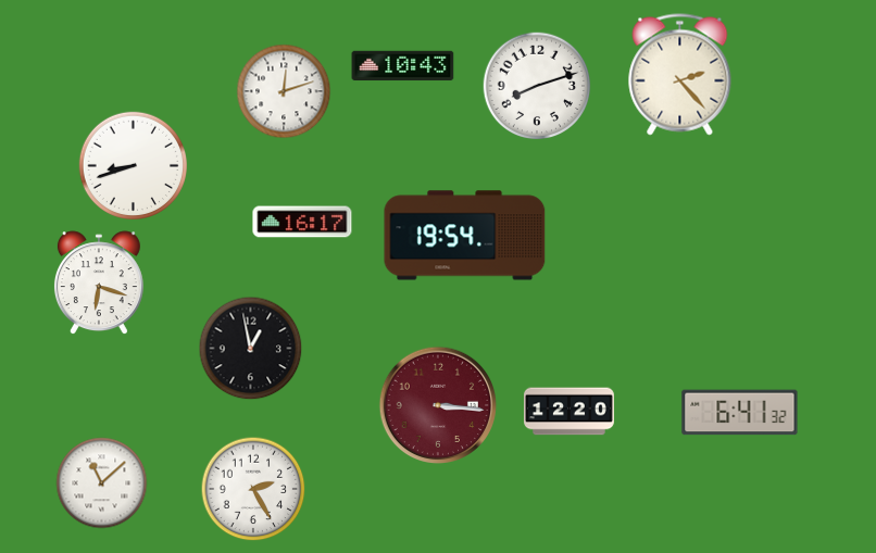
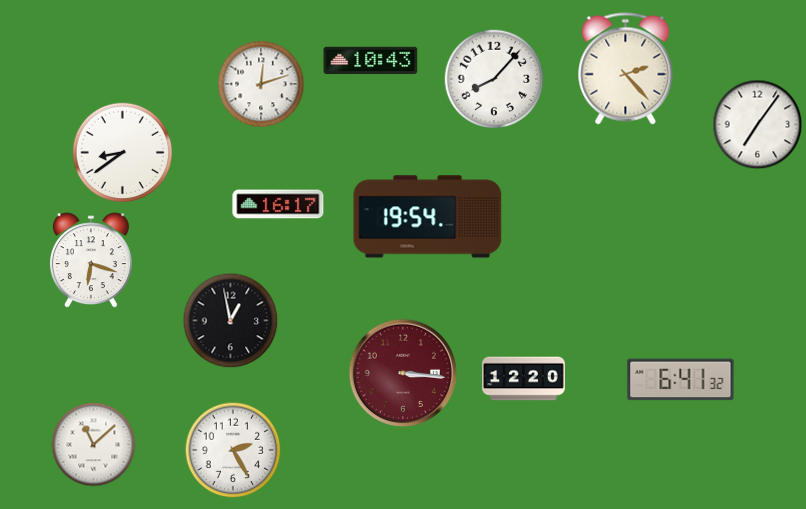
clock at (537, 86): 8:12 -> 8:07
clock at (758, 125): none -> 7:06
clock at (133, 165): 8:42 -> 8:39
